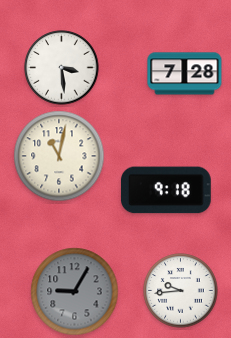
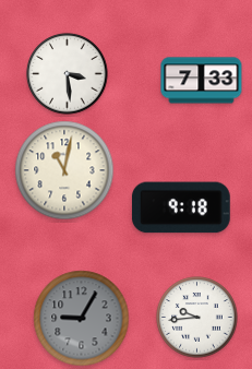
clock at (185, 74): 7:28 -> 7:33
